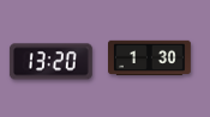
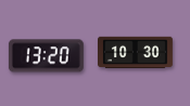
clock at (150, 57): 1:30 -> 10:30
